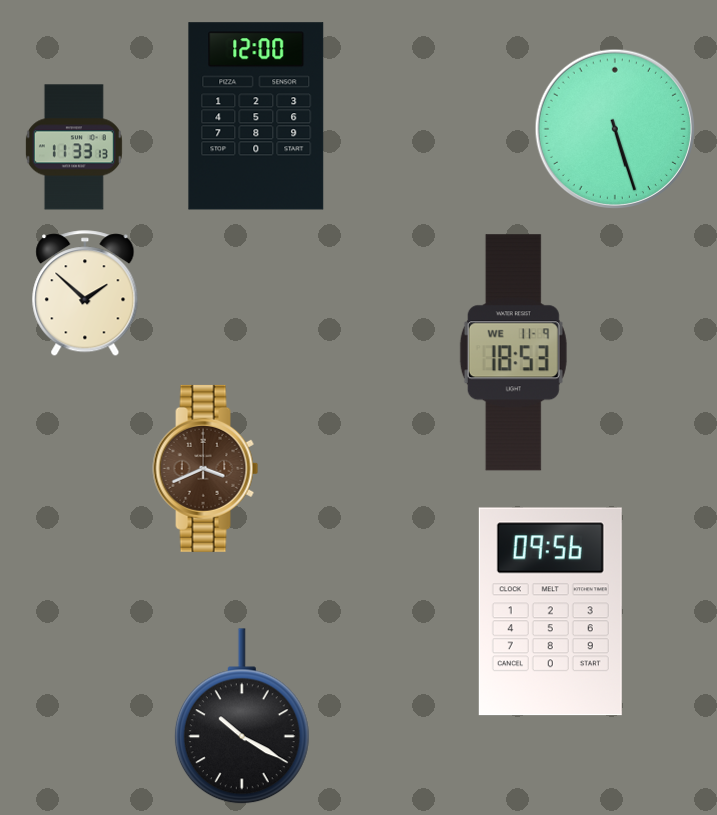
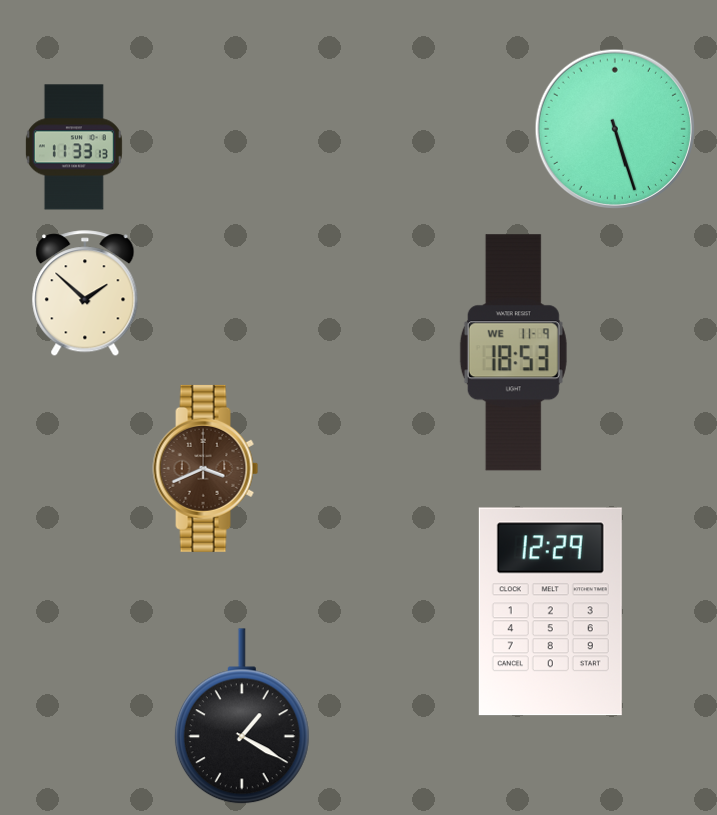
clock at (256, 116): 12:00 -> none
clock at (550, 612): 09:56 -> 12:29
clock at (242, 717): 10:20 -> 1:20
